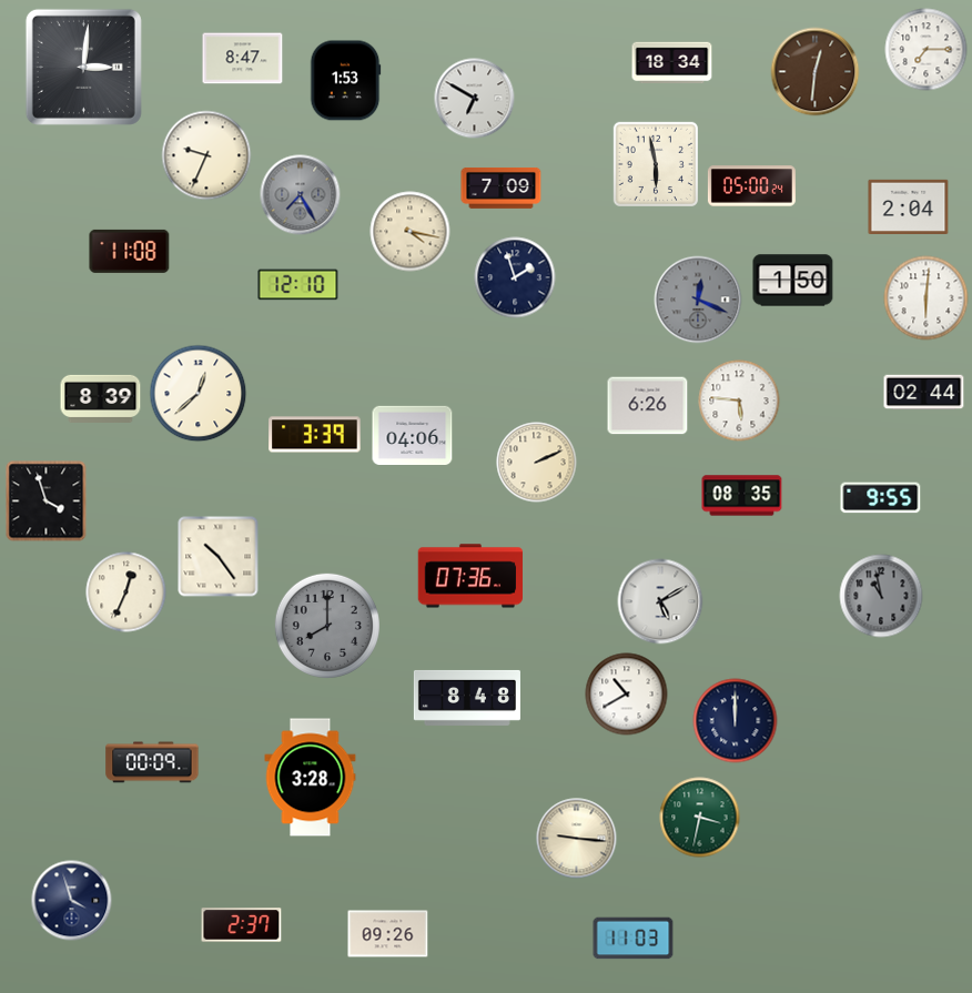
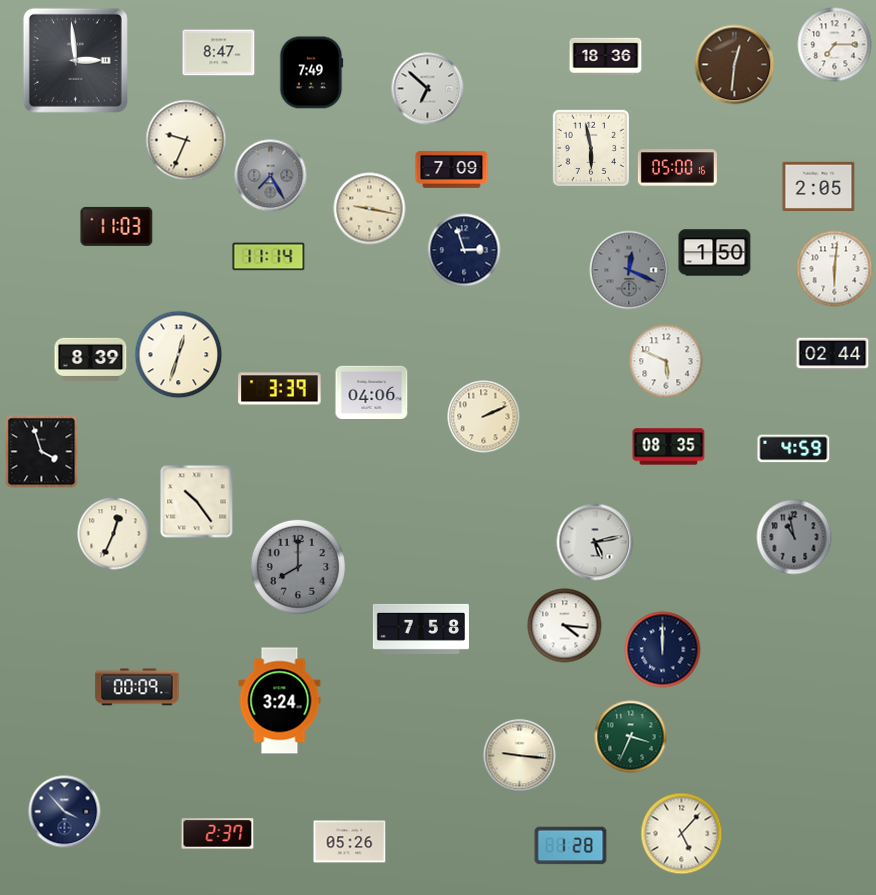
clock at (672, 63): 18:34 -> 18:36
clock at (83, 67): 3:01 -> 2:59
clock at (345, 81): 1:53 -> 7:49
clock at (475, 99): 6:50 -> 6:52
clock at (751, 186): 05:00:24 -> 05:00:16
clock at (909, 206): 2:04 -> 2:05
clock at (411, 232): 4:17 -> 9:17
clock at (130, 251): 11:08 -> 11:03
clock at (515, 277): 1:57 -> 2:57
clock at (298, 285): 12:10 -> 11:14
clock at (199, 394): 12:38 -> 12:33
clock at (739, 401): 5:46 -> 5:49
clock at (648, 406): 6:26 -> none
clock at (315, 435) position: (315, 435) -> (280, 389)
clock at (881, 498): 9:55 -> 4:59
clock at (470, 576): 07:36 -> none
clock at (660, 601): 5:10 -> 5:13
clock at (327, 626) position: (327, 626) -> (298, 567)
clock at (627, 695): 10:40 -> 4:16
clock at (467, 698): 8:48 -> 7:58
clock at (311, 778): 3:28 -> 3:24
clock at (700, 818): 3:32 -> 3:34
clock at (72, 901): 3:57 -> 3:53
clock at (682, 834): none -> 5:07
clock at (388, 934): 09:26 -> 05:26
clock at (634, 939): 11:03 -> 1:28
